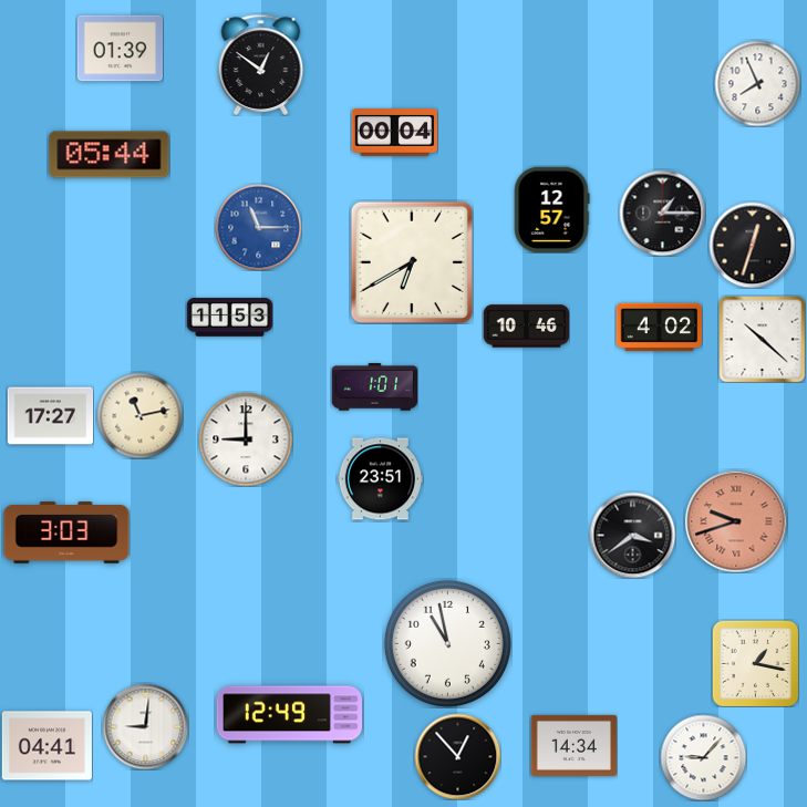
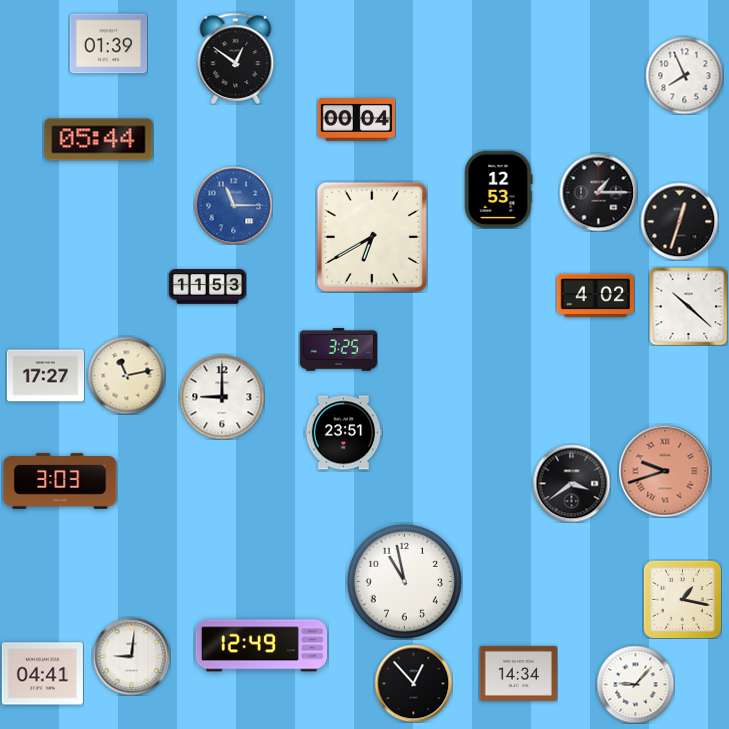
clock at (552, 209): 12:57 -> 12:53
clock at (526, 327): 10:46 -> none
clock at (374, 387): 1:01 -> 3:25
